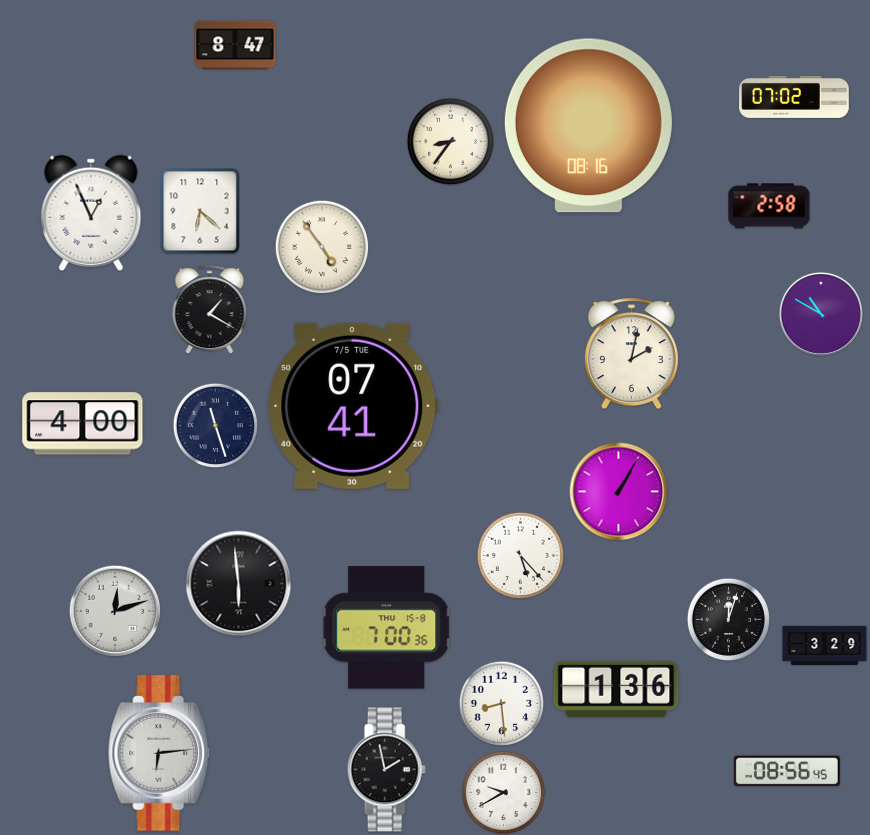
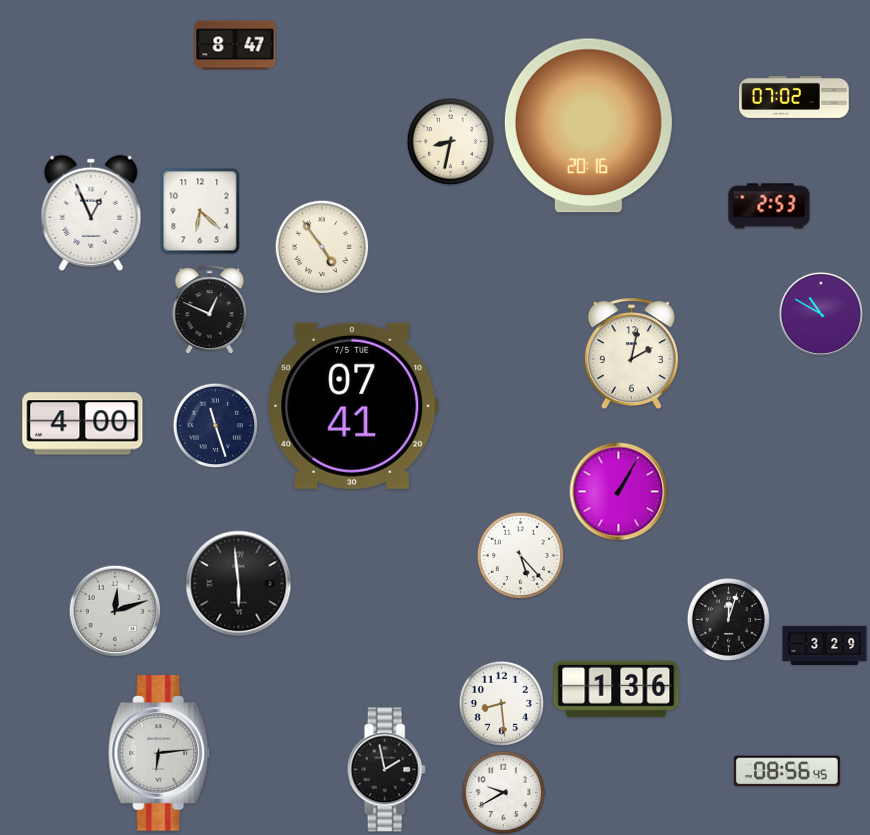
clock at (588, 126): 08:16 -> 20:16
clock at (450, 141): 8:36 -> 8:32
clock at (769, 206): 2:58 -> 2:53
clock at (210, 310): 1:20 -> 12:49
clock at (387, 628): 7:00 -> none
